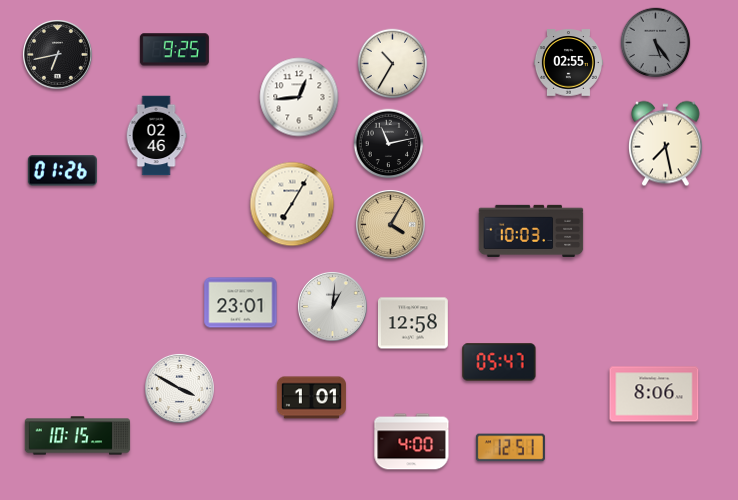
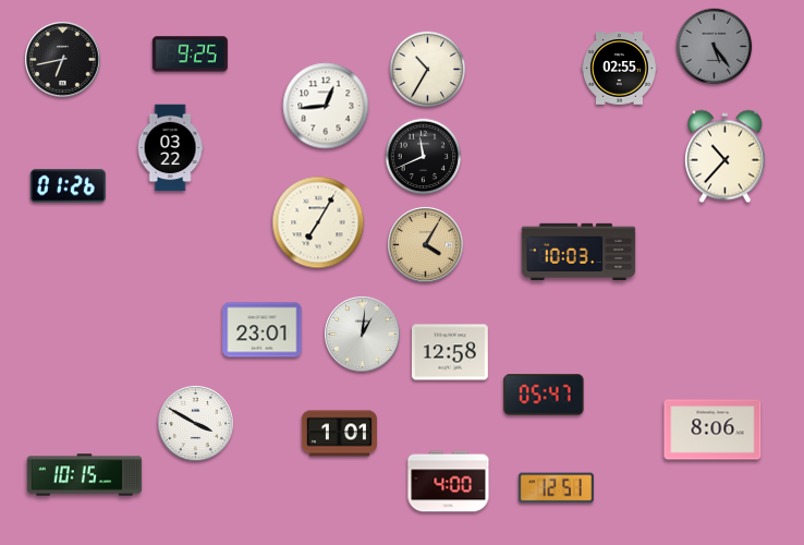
clock at (156, 136): 02:46 -> 03:22
clock at (389, 144): 11:13 -> 11:41
clock at (666, 144): 7:28 -> 10:37
